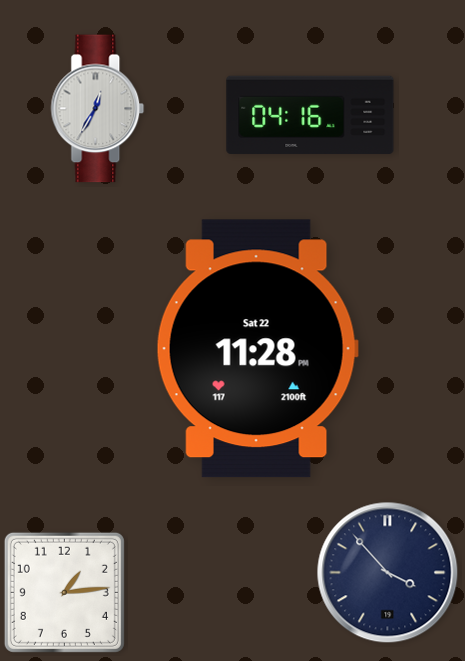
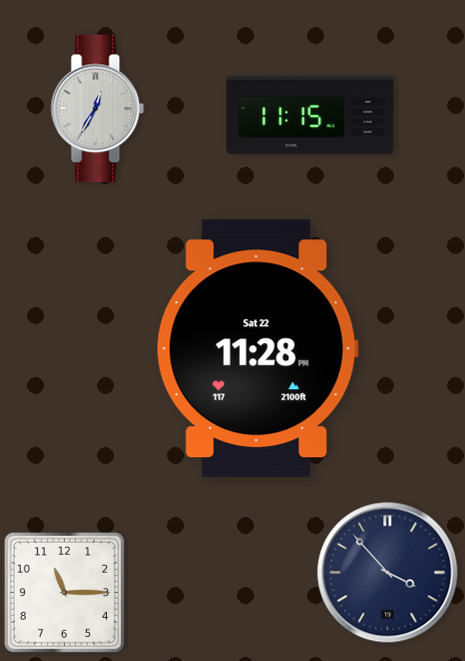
clock at (310, 115): 04:16 -> 11:15
clock at (64, 592): 1:14 -> 11:15
